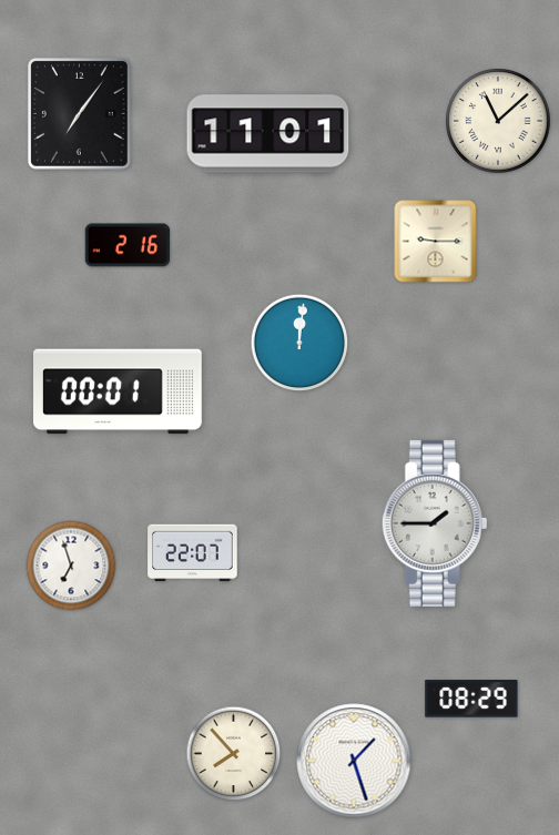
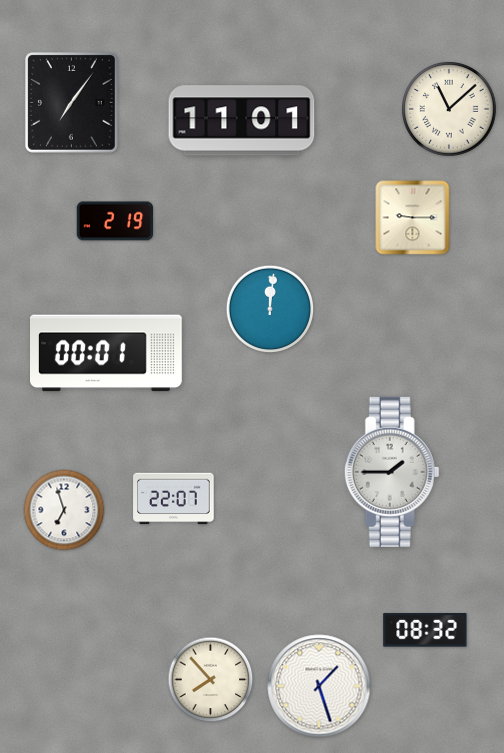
clock at (436, 242) position: (436, 242) -> (413, 218)
clock at (128, 245): 2:16 -> 2:19
clock at (471, 699): 08:29 -> 08:32
